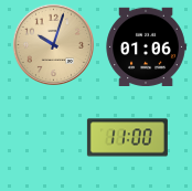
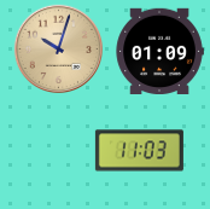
clock at (146, 46): 01:06 -> 01:09
clock at (127, 138): 11:00 -> 11:03
